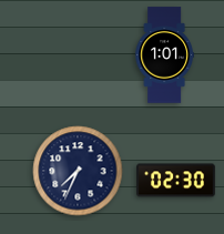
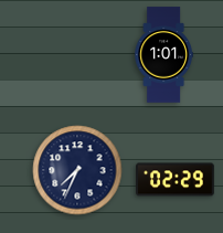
clock at (176, 181): 02:30 -> 02:29
